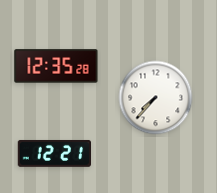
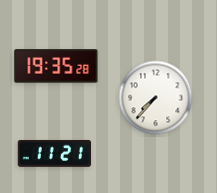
clock at (56, 66): 12:35 -> 19:35
clock at (54, 153): 12:21 -> 11:21
